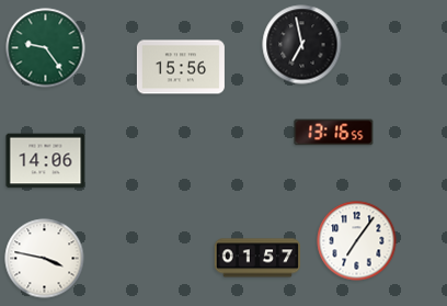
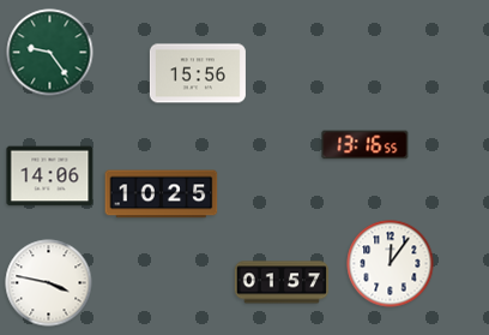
clock at (302, 45): 6:58 -> none
clock at (162, 195): none -> 10:25
clock at (357, 241): 7:06 -> 12:06
